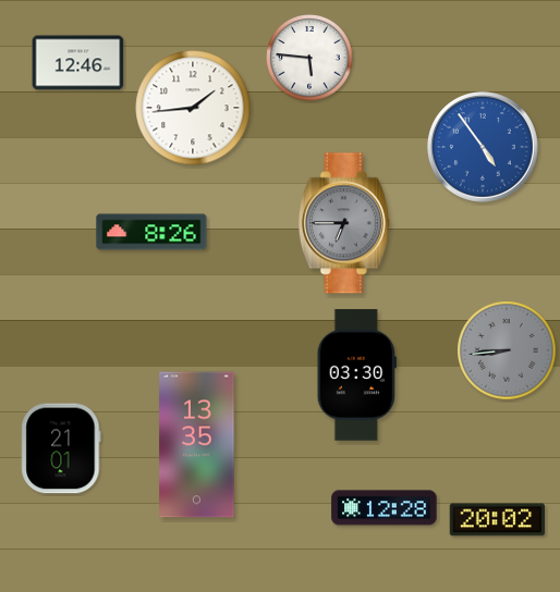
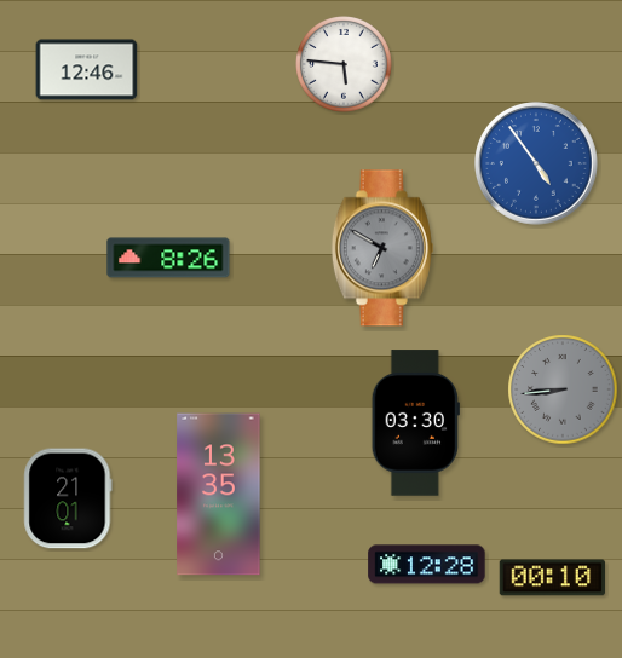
clock at (193, 108): 1:44 -> none
clock at (344, 223): 6:45 -> 6:50
clock at (356, 375) position: (356, 375) -> (415, 423)
clock at (497, 520): 20:02 -> 00:10
